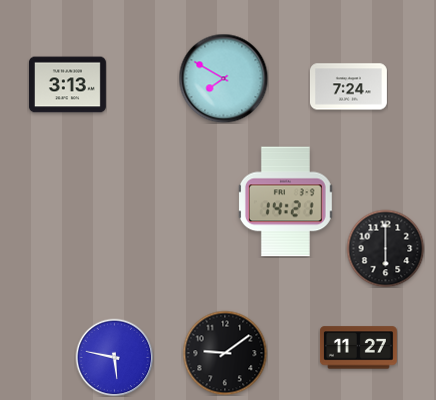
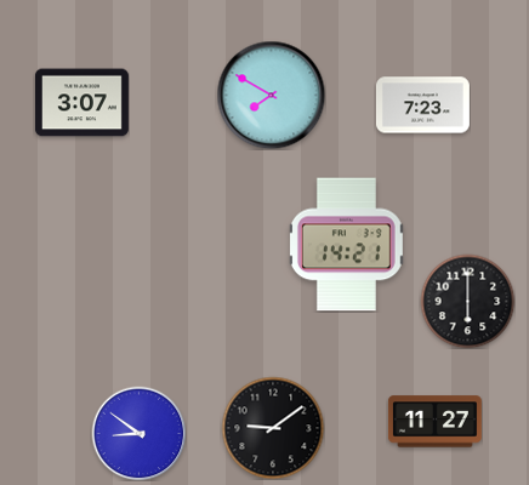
clock at (67, 85): 3:13 -> 3:07
clock at (348, 87): 7:24 -> 7:23
clock at (114, 357): 5:47 -> 8:51
